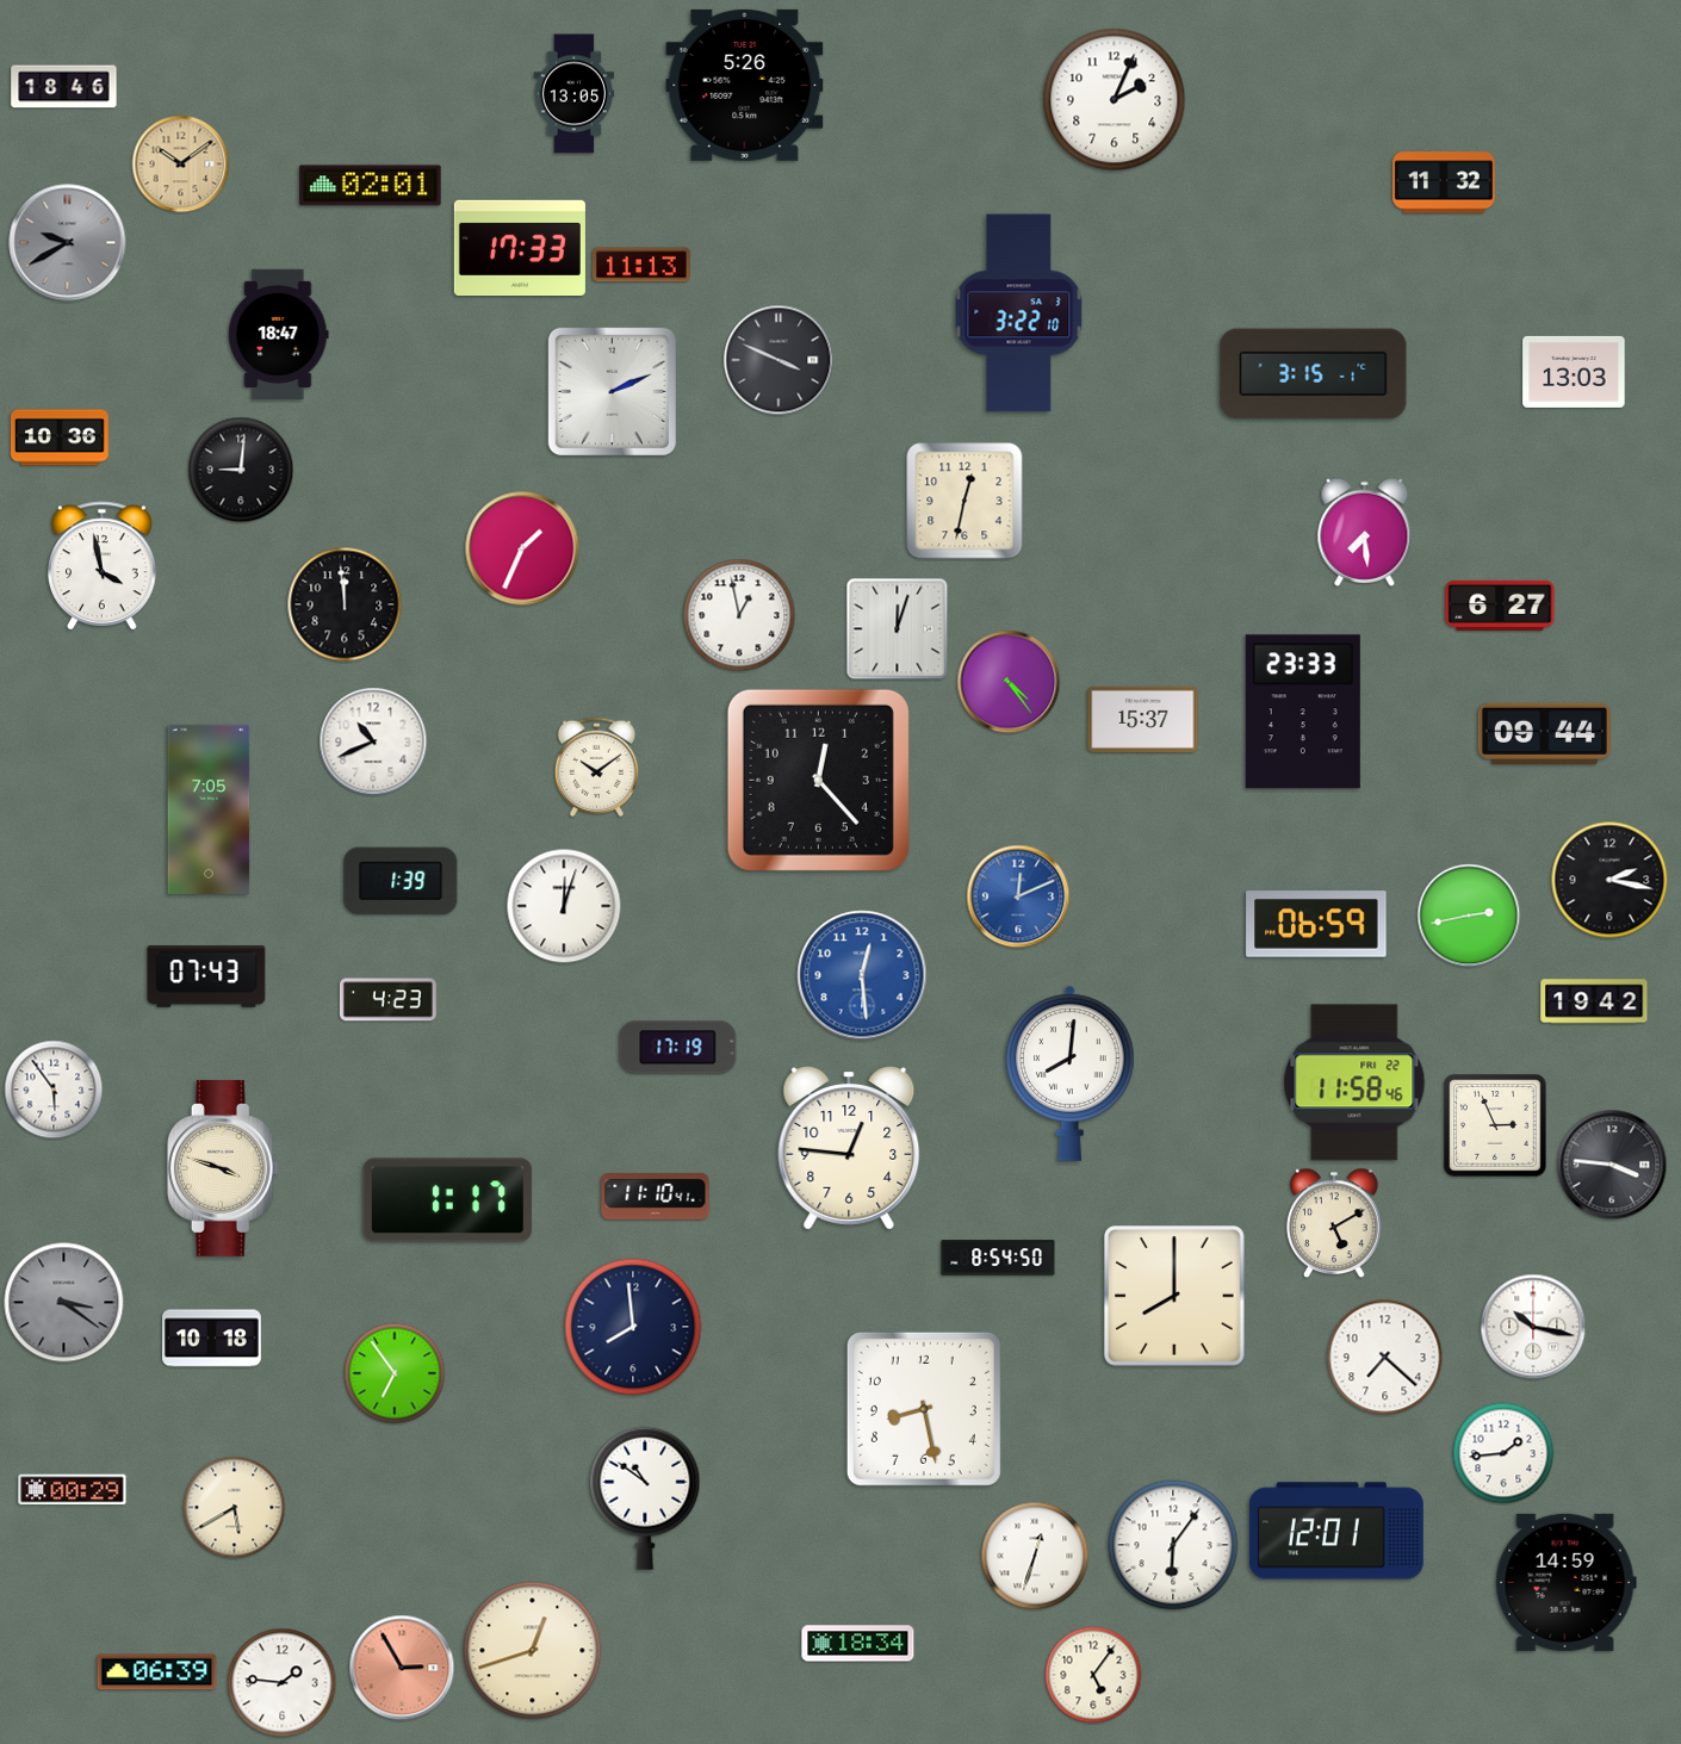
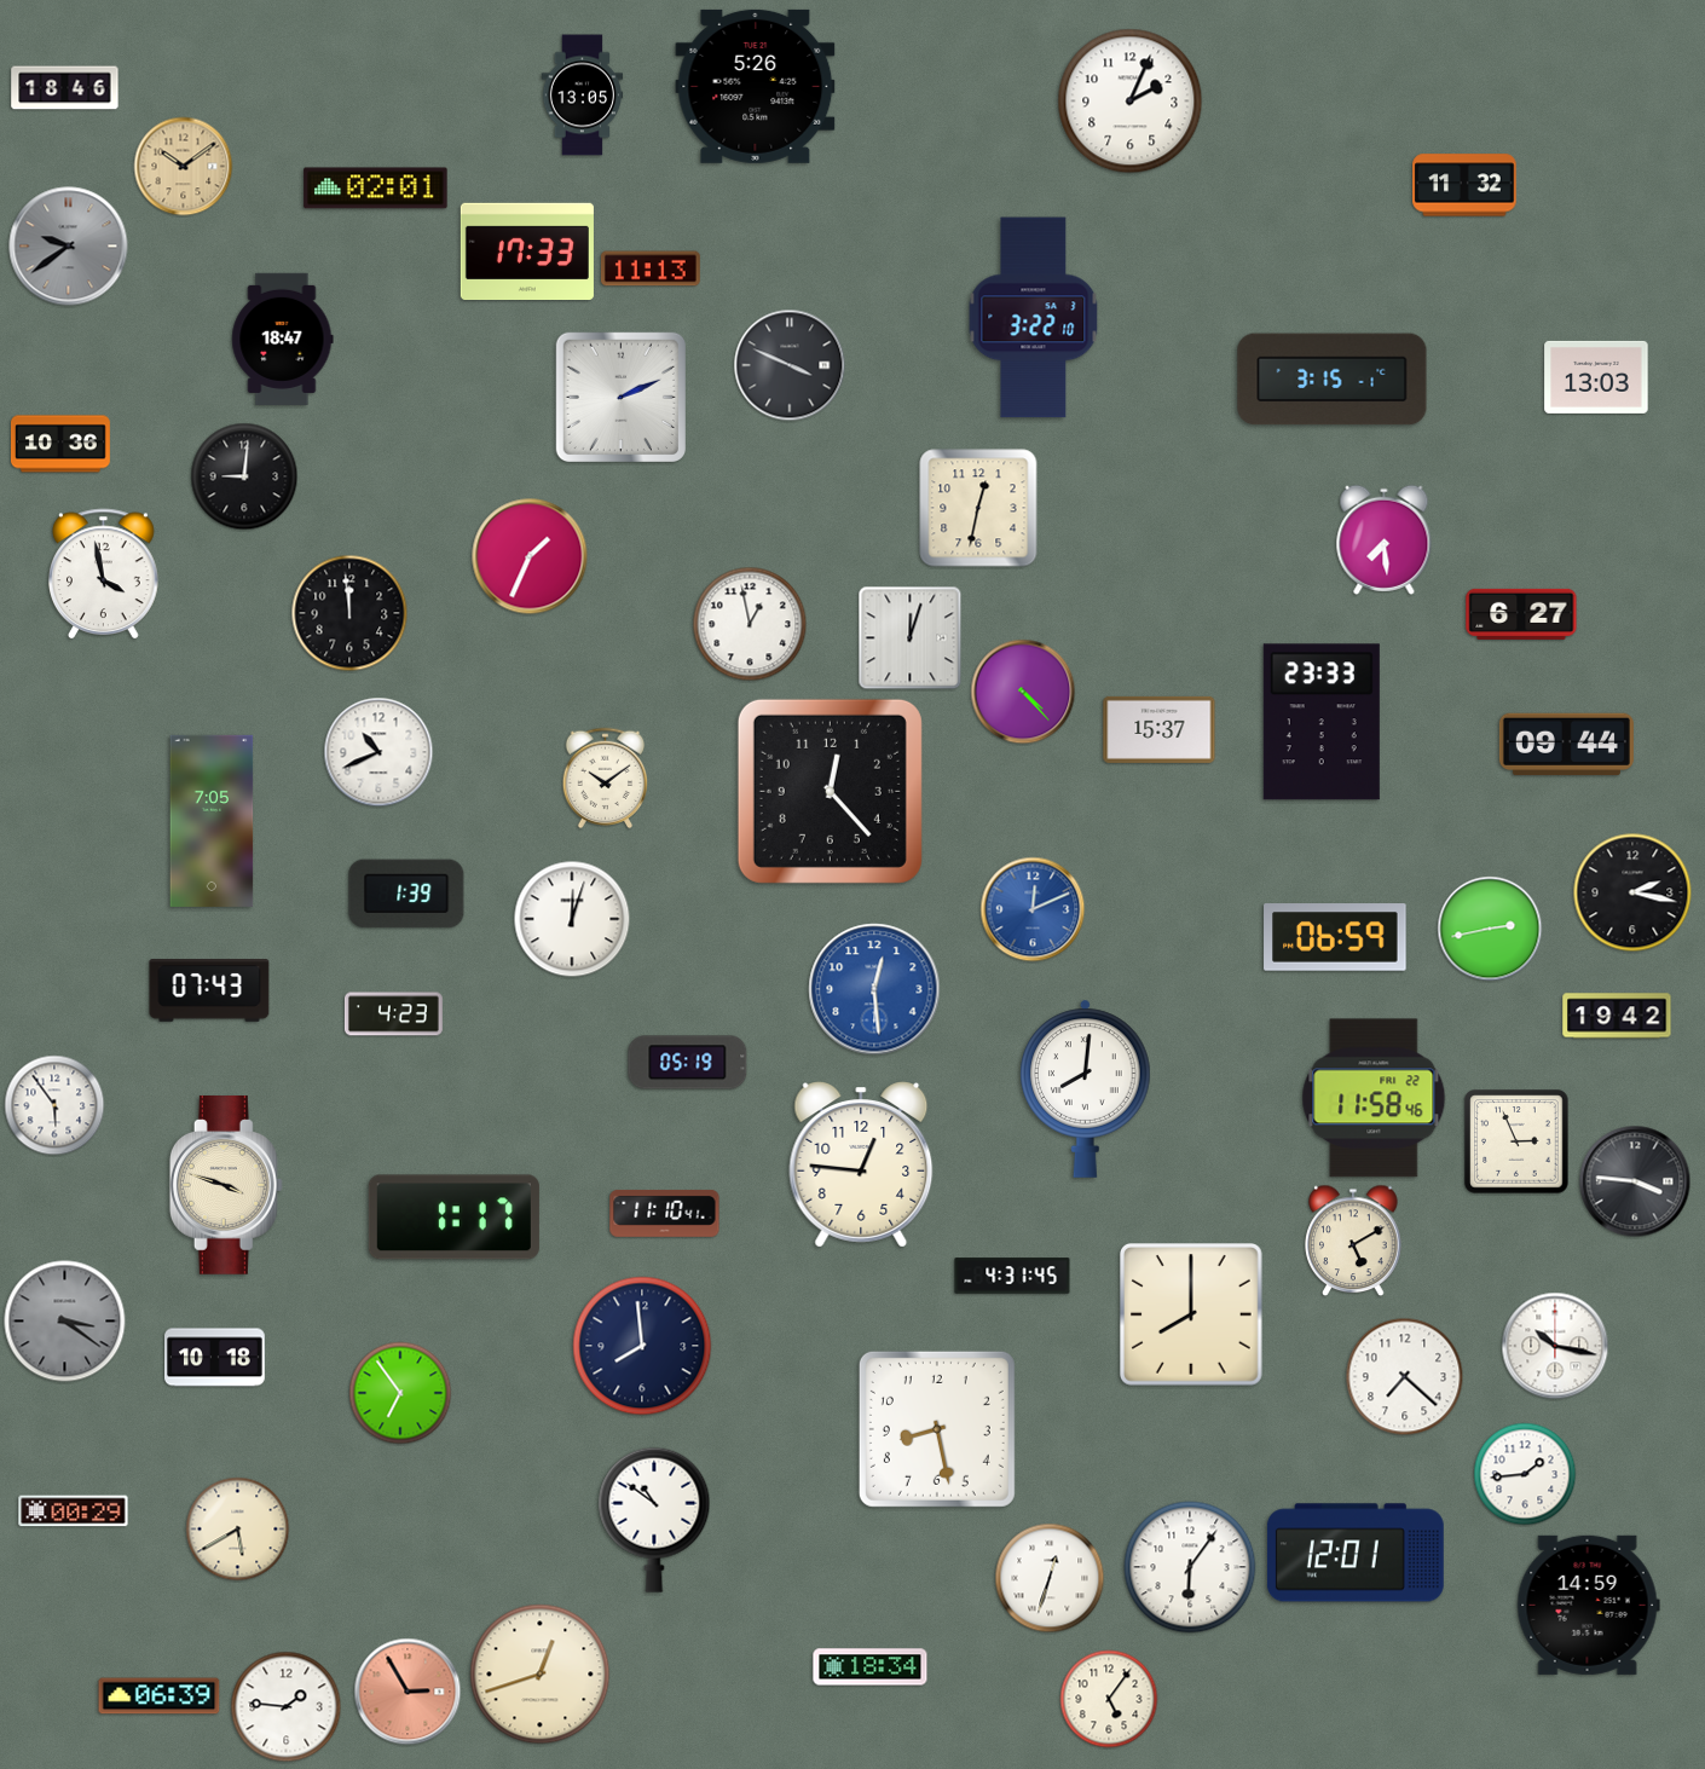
clock at (68, 243): 9:40 -> 9:39
clock at (1009, 682): 4:24 -> 4:23
clock at (678, 1048): 17:19 -> 05:19
clock at (998, 1258): 8:54 -> 4:31
